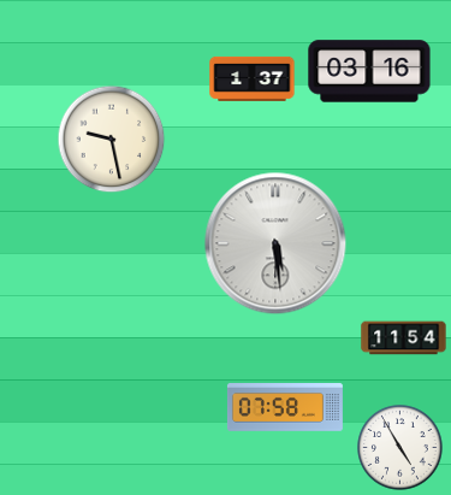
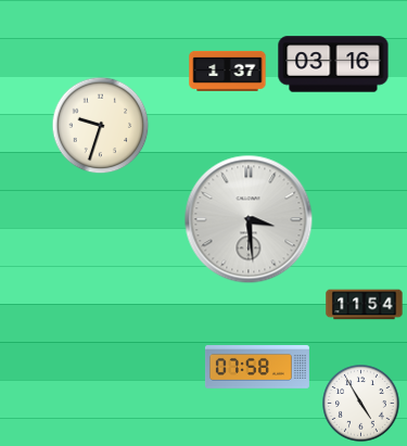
clock at (112, 140): 9:28 -> 9:33
clock at (275, 243): 5:29 -> 3:29
